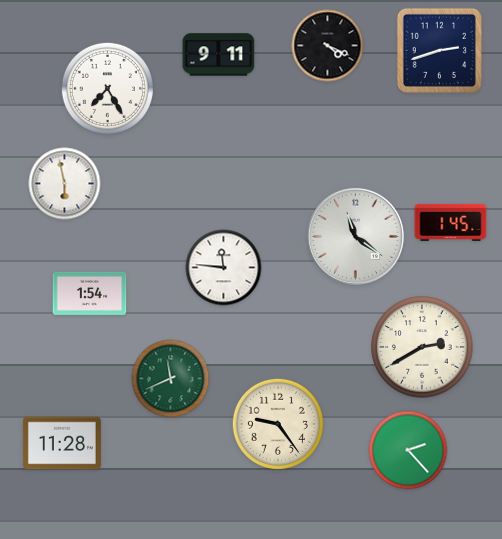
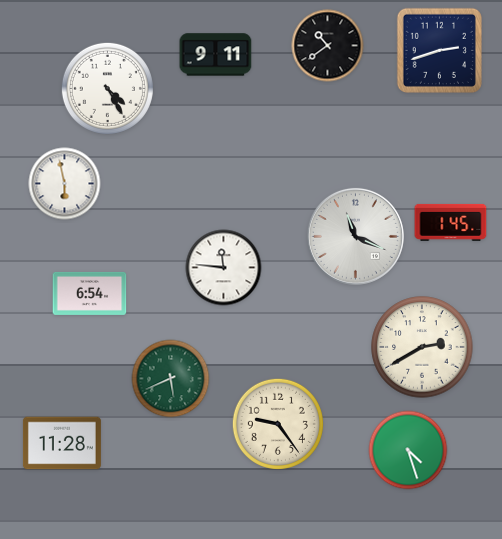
clock at (328, 46): 4:19 -> 10:39
clock at (219, 55) position: (219, 55) -> (216, 55)
clock at (107, 88): 7:25 -> 4:25
clock at (355, 236): 11:21 -> 11:19
clock at (90, 293): 1:54 -> 6:54
clock at (171, 379): 11:41 -> 5:41
clock at (408, 450): 2:23 -> 4:27
